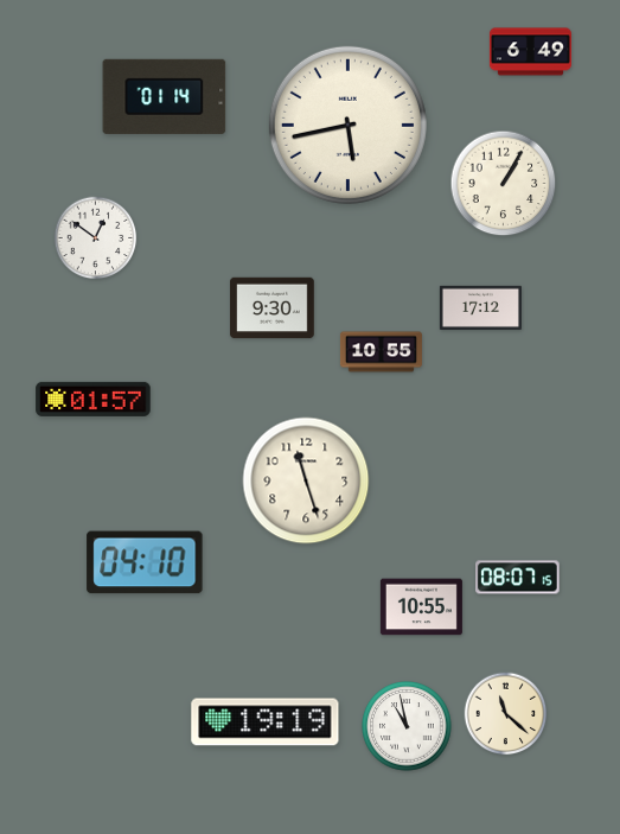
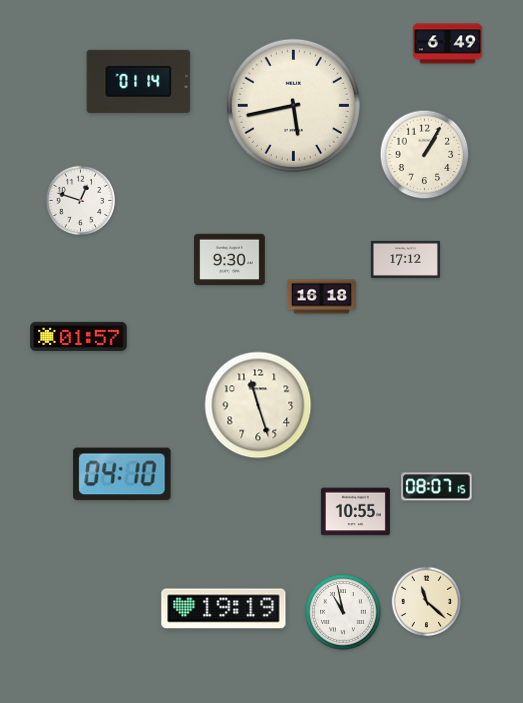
clock at (96, 238): 12:51 -> 12:48
clock at (381, 352): 10:55 -> 16:18
